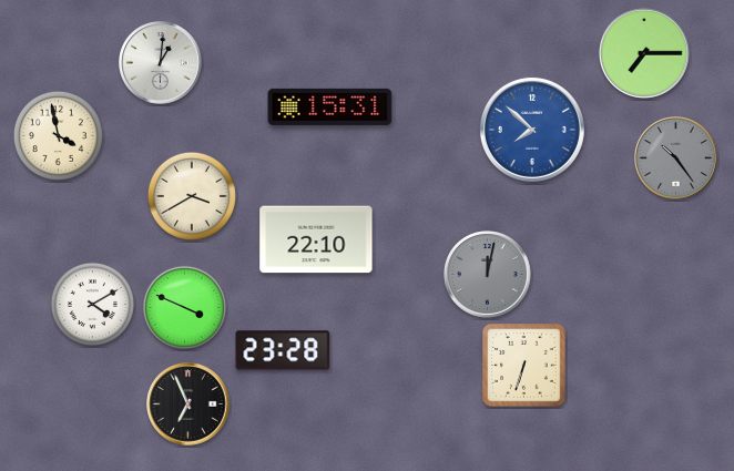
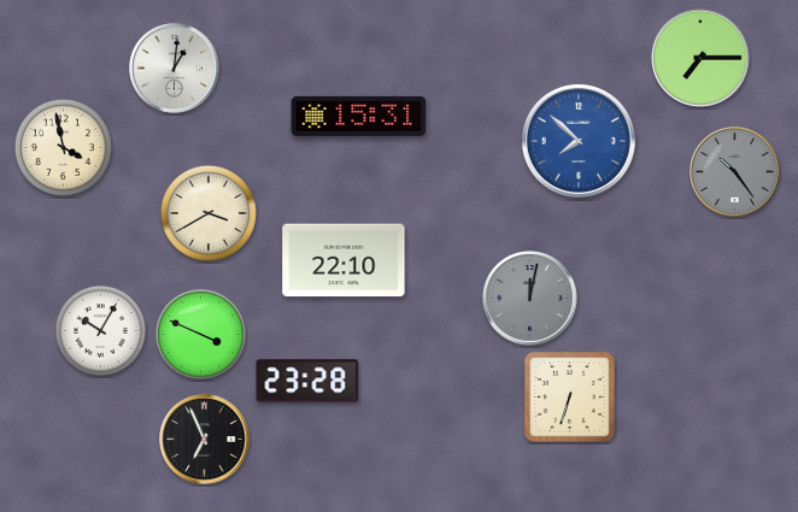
clock at (92, 304): 4:10 -> 10:05
